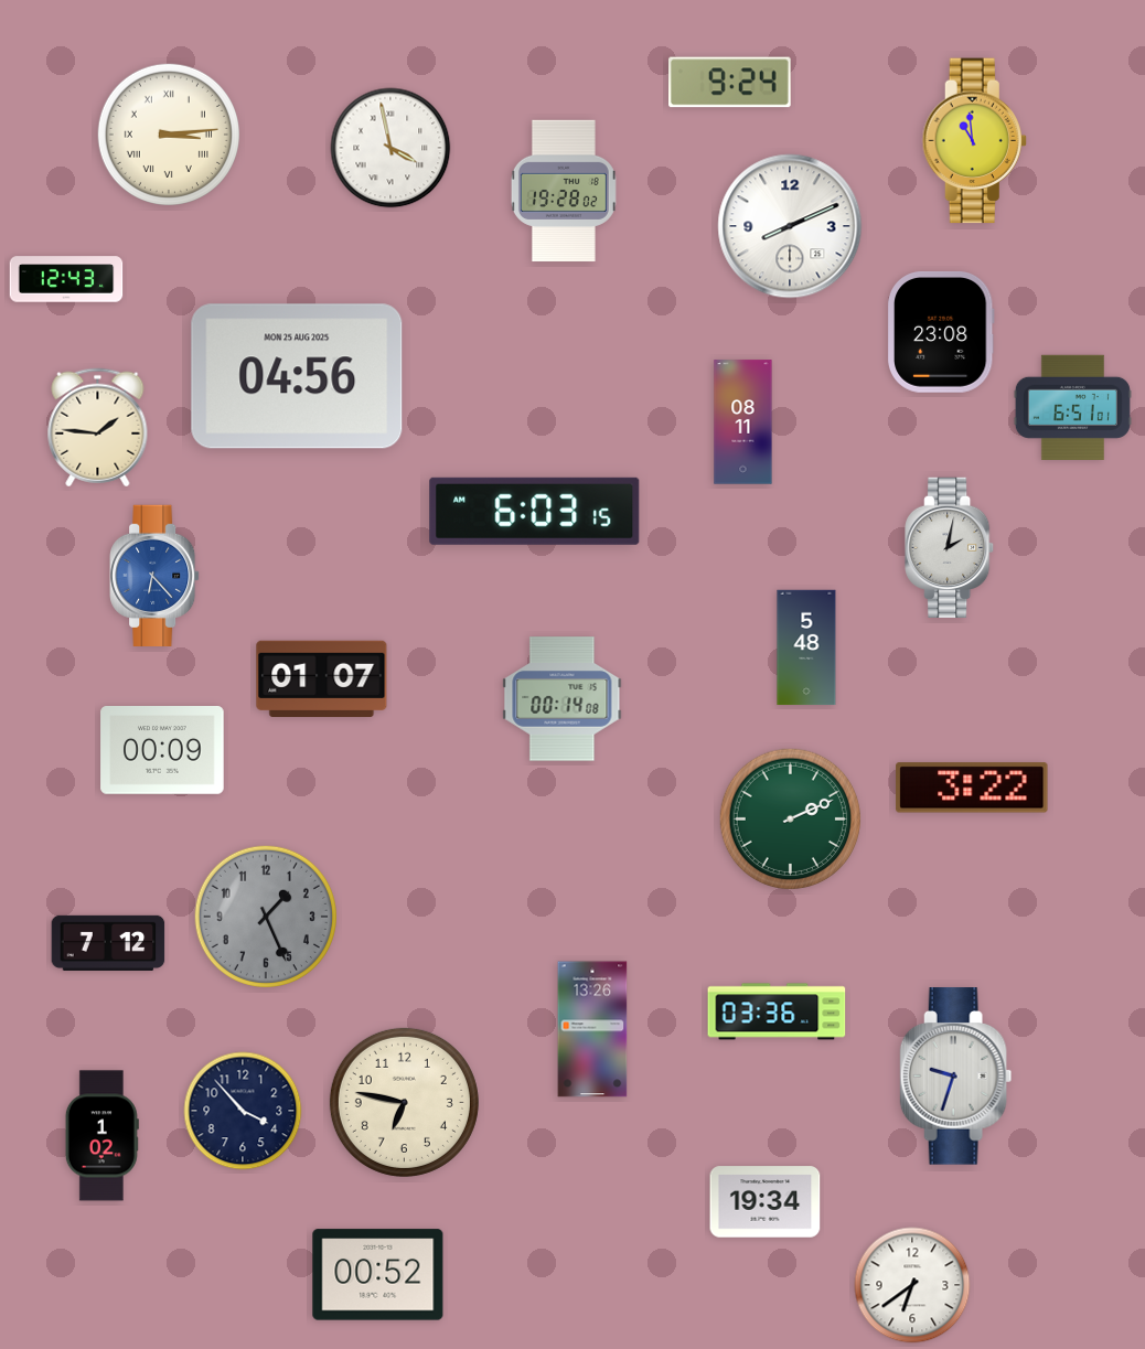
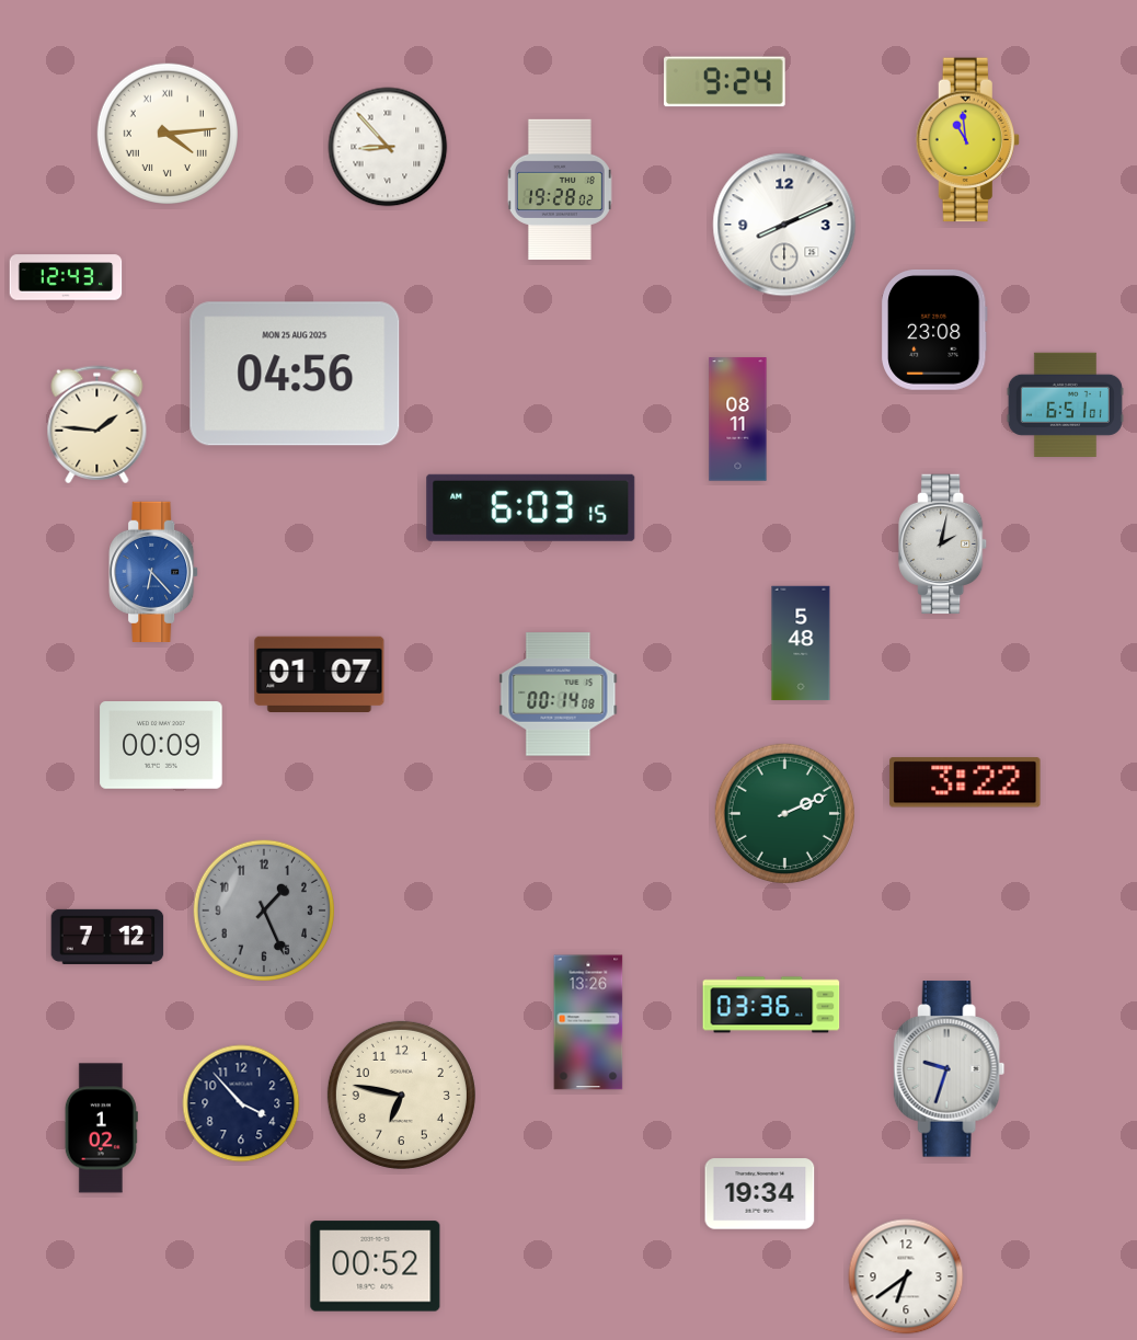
clock at (169, 135): 3:14 -> 4:14
clock at (390, 148): 3:58 -> 8:53
